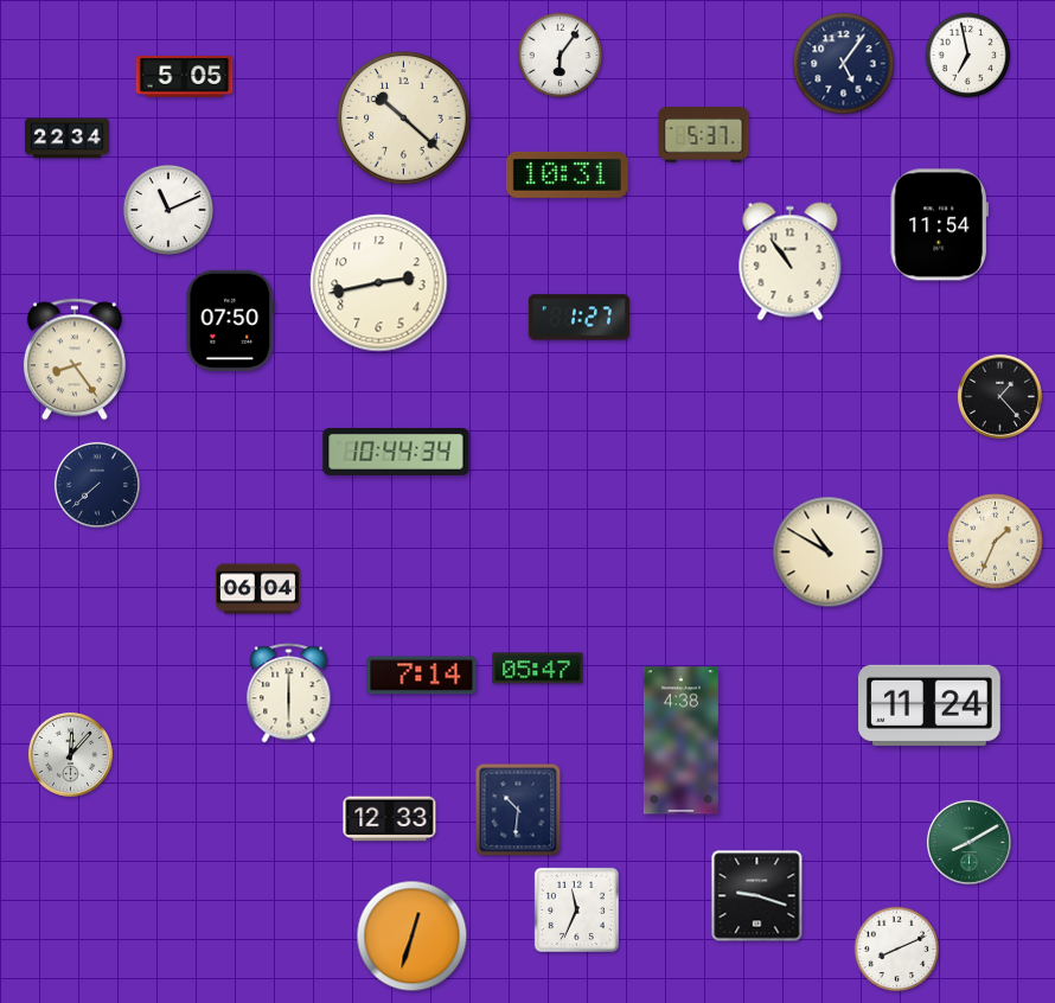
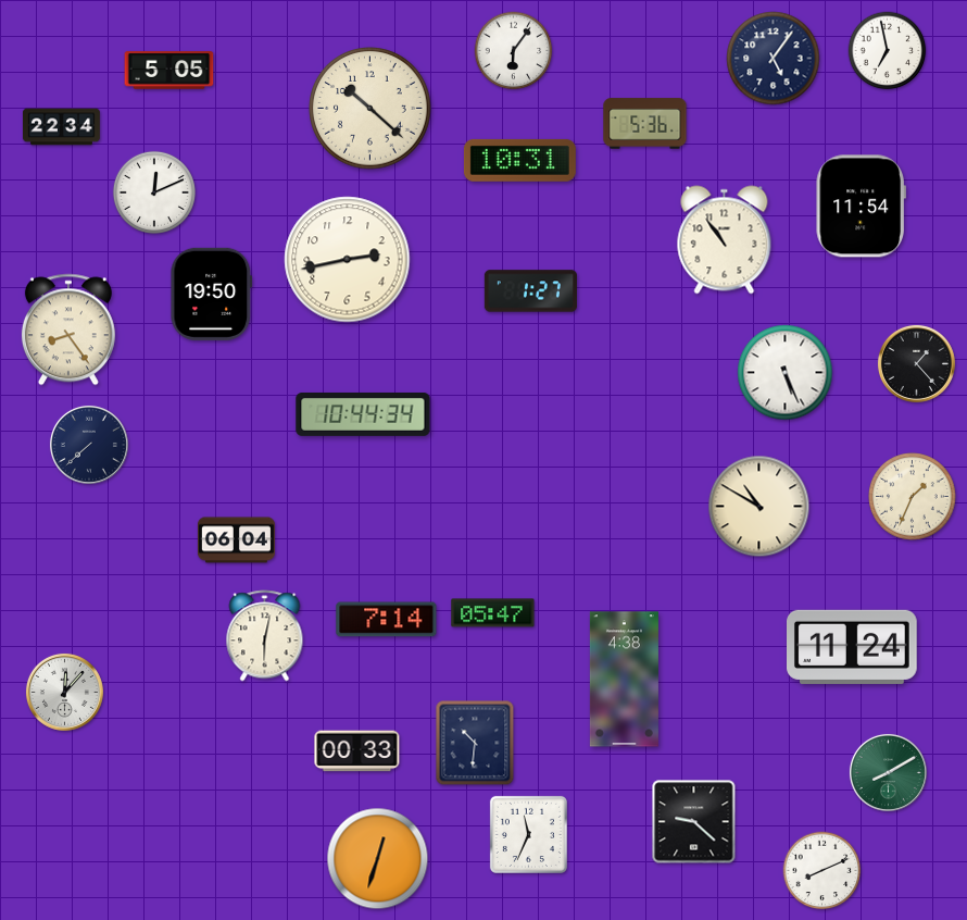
clock at (704, 135): 5:37 -> 5:36
clock at (168, 210): 11:11 -> 12:11
clock at (231, 320): 07:50 -> 19:50
clock at (786, 373): none -> 5:26
clock at (289, 694): 6:00 -> 6:02
clock at (390, 819): 12:33 -> 00:33
clock at (757, 896): 9:18 -> 9:22
